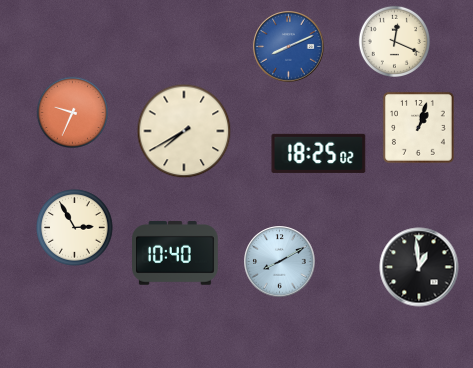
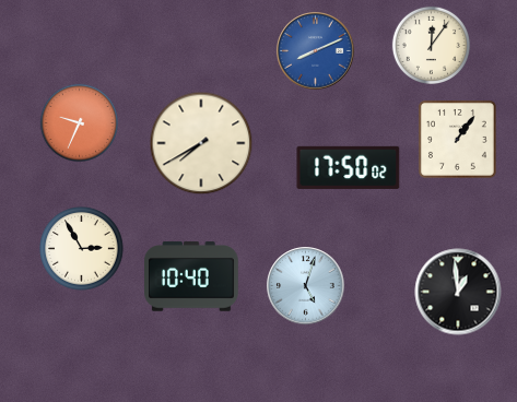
clock at (394, 41): 12:19 -> 12:06
clock at (418, 127): 1:03 -> 1:06
clock at (319, 153): 18:25 -> 17:50
clock at (280, 262): 8:10 -> 5:03
